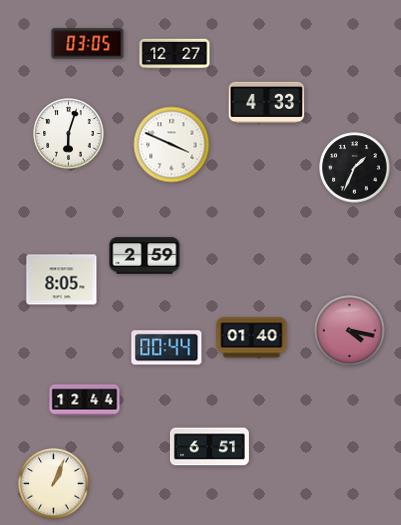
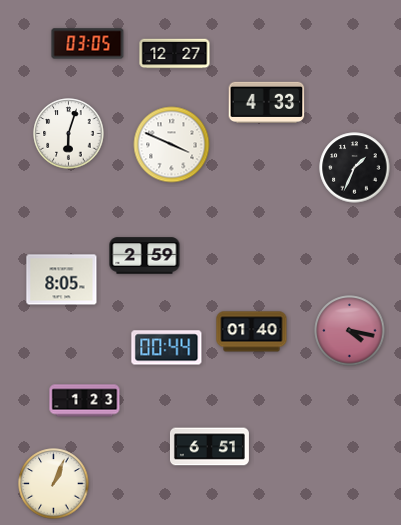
clock at (252, 338) position: (252, 338) -> (252, 332)
clock at (85, 401): 12:44 -> 1:23
